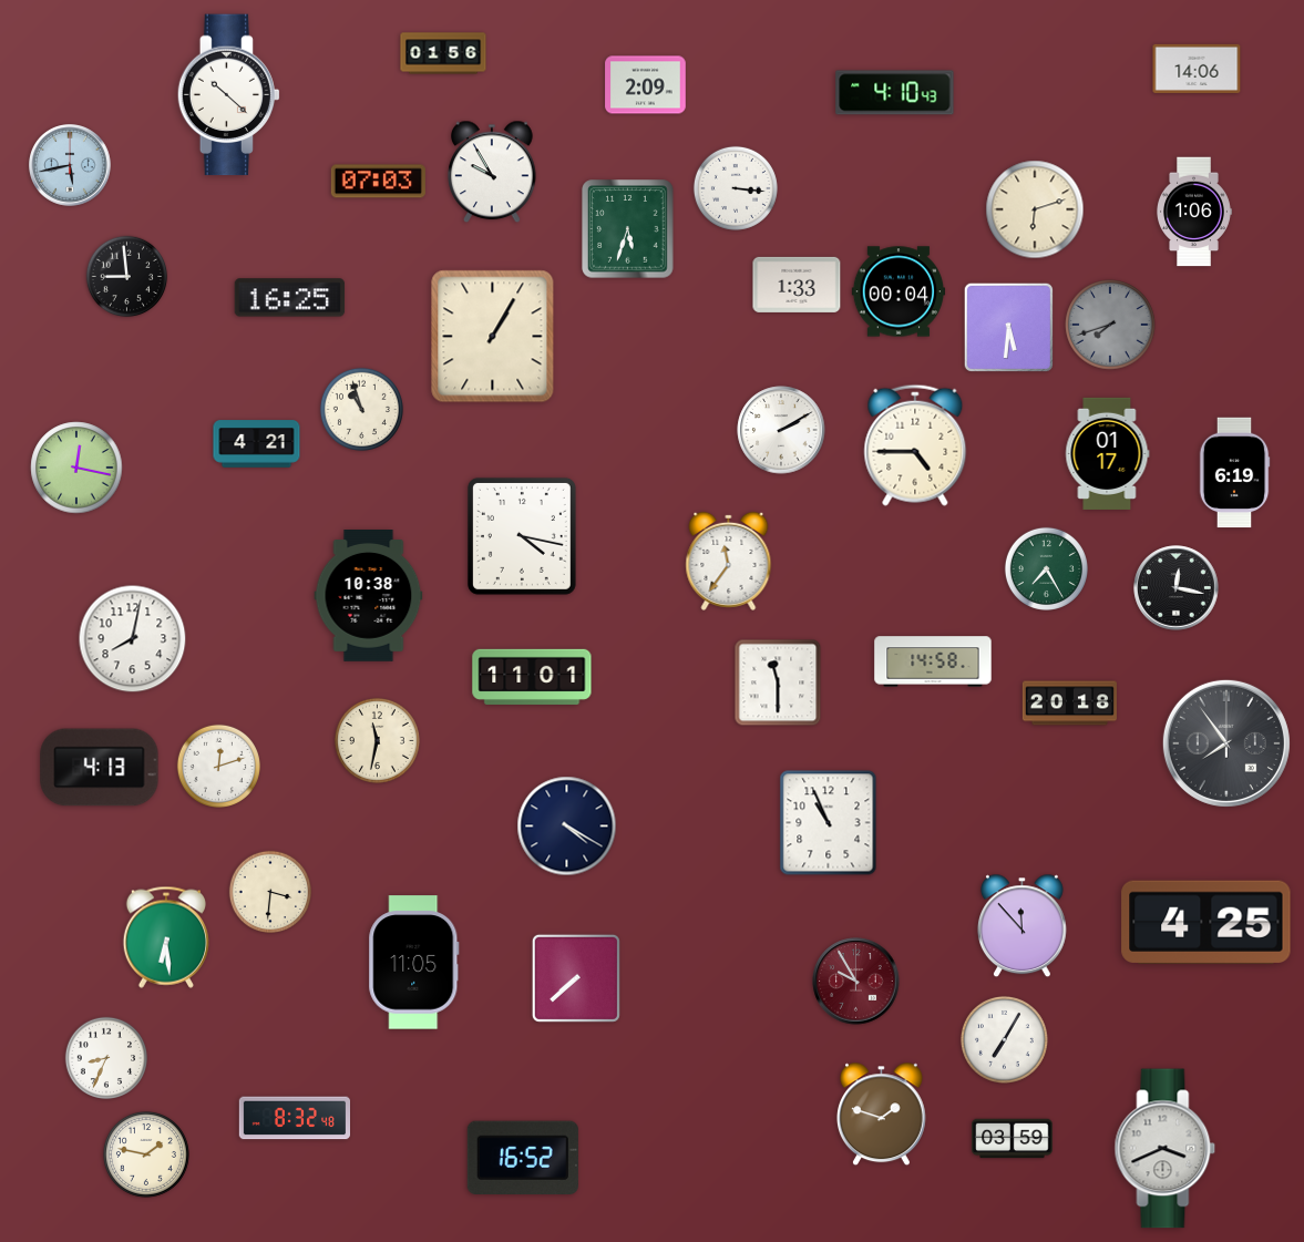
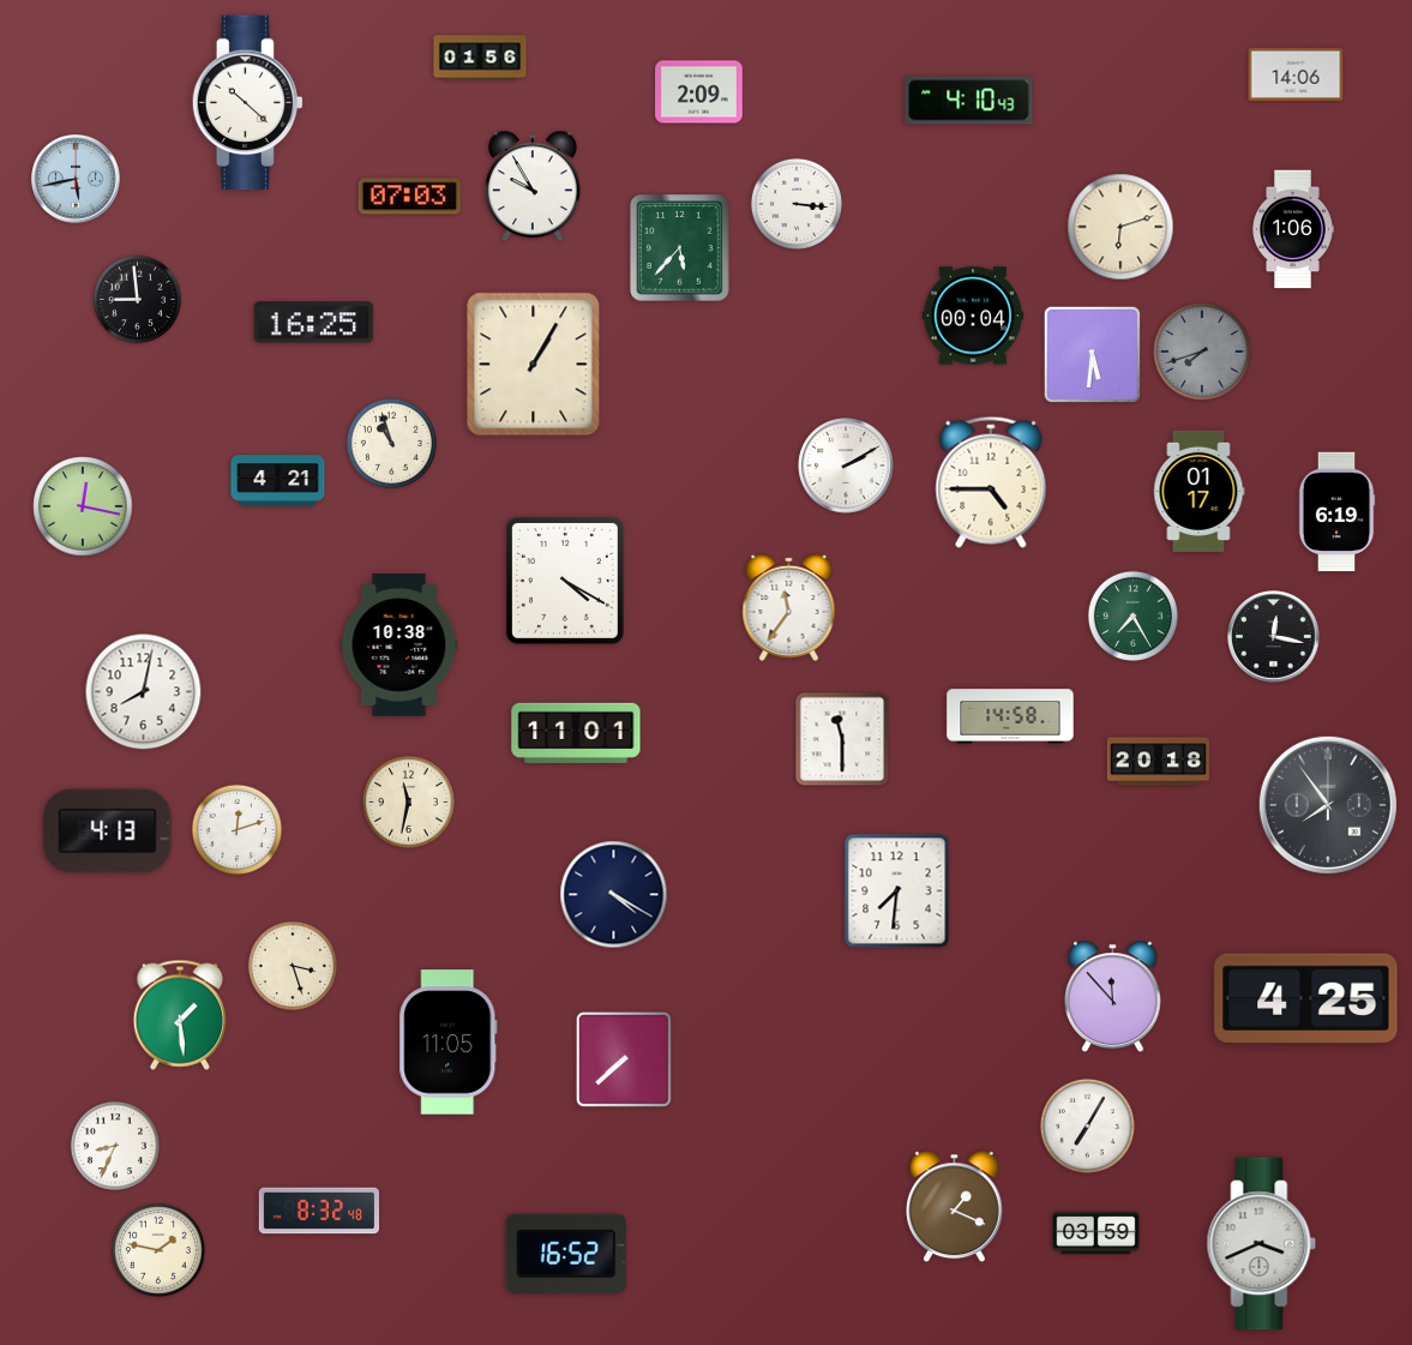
clock at (628, 229): 5:33 -> 5:37
clock at (797, 285): 1:33 -> none
clock at (522, 536): 4:17 -> 4:20
clock at (829, 823): 10:56 -> 7:31
clock at (269, 891): 3:31 -> 3:27
clock at (1021, 926) position: (1021, 926) -> (1112, 997)
clock at (165, 937): 6:29 -> 1:29
clock at (856, 982): 9:55 -> none
clock at (881, 1115): 1:48 -> 1:19
